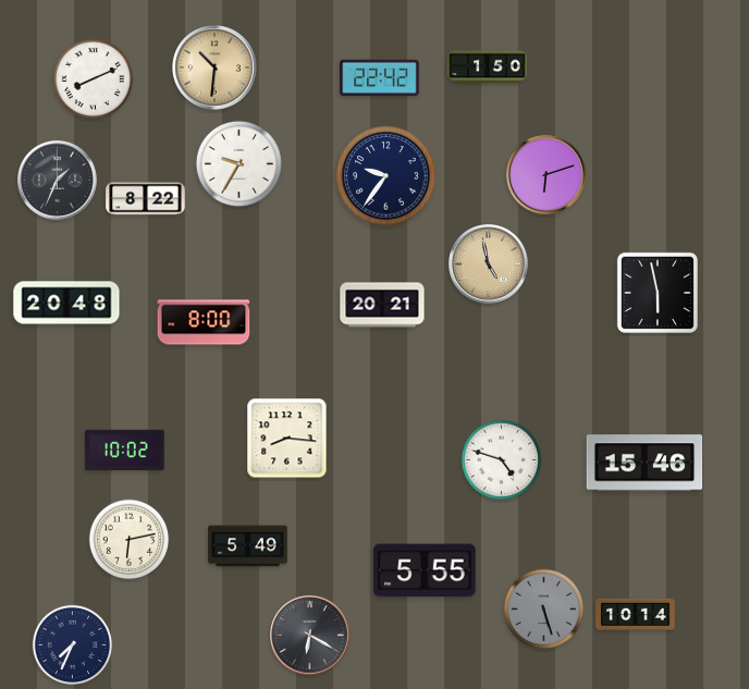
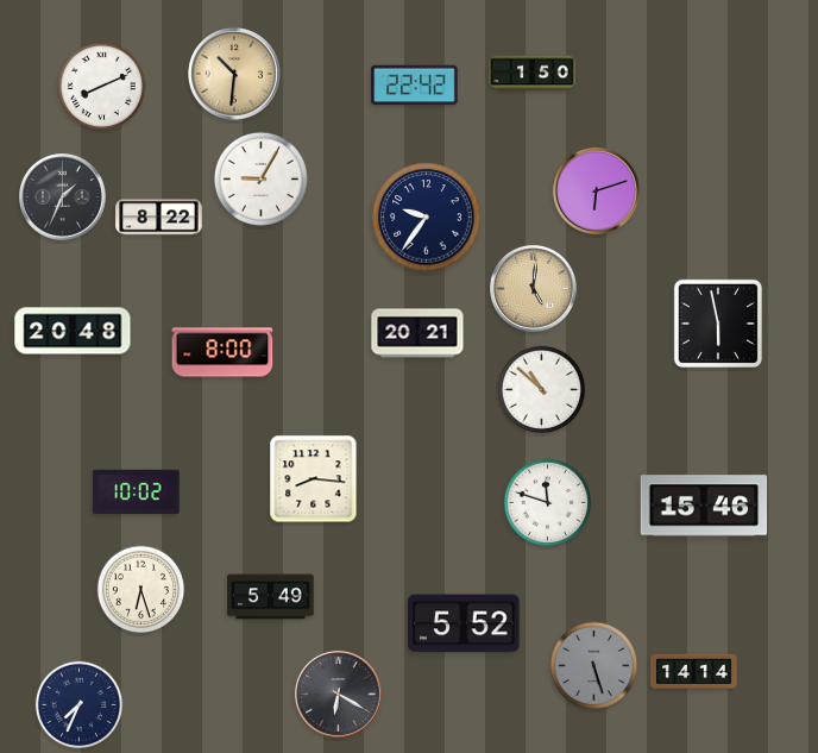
clock at (238, 163): 9:35 -> 9:05
clock at (386, 176) position: (386, 176) -> (427, 218)
clock at (489, 264): 4:58 -> 5:01
clock at (658, 293) position: (658, 293) -> (718, 324)
clock at (542, 390): none -> 10:52
clock at (502, 460): 4:48 -> 11:48
clock at (130, 540): 6:13 -> 6:27
clock at (425, 570): 5:55 -> 5:52
clock at (636, 614): 10:14 -> 14:14
